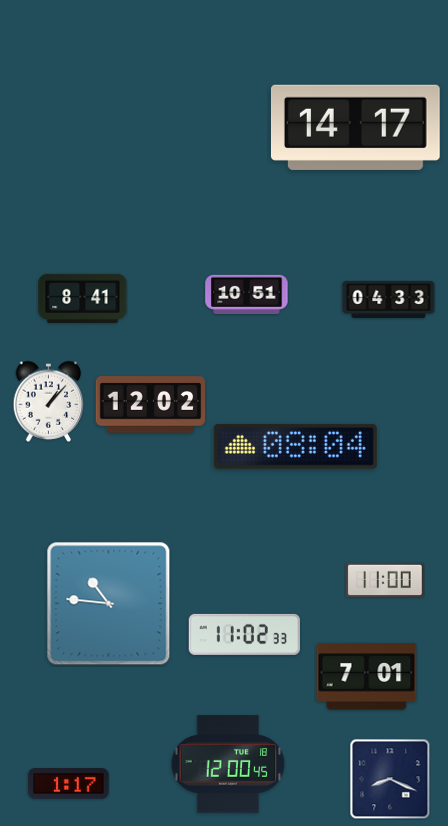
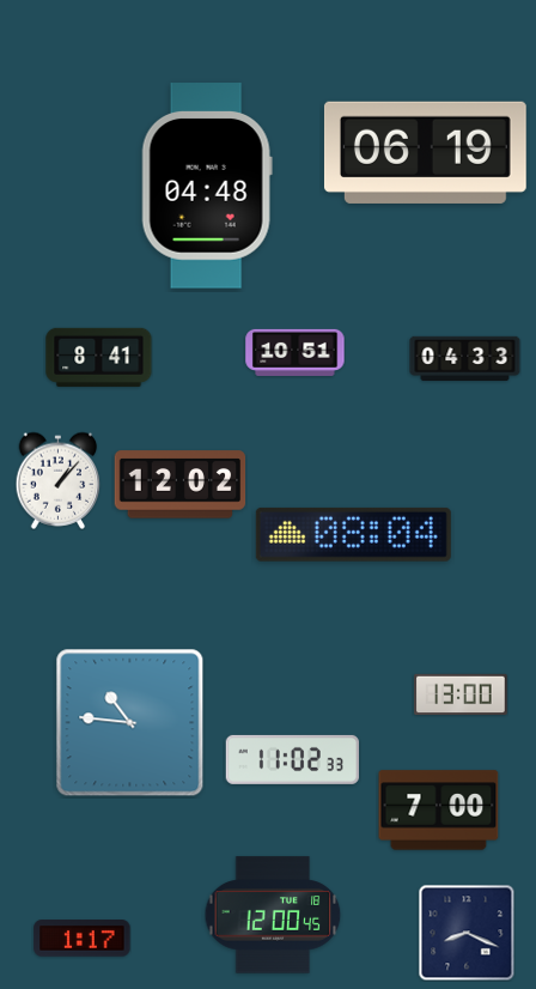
clock at (355, 127): 14:17 -> 06:19
clock at (207, 186): none -> 04:48
clock at (385, 579): 11:00 -> 13:00
clock at (367, 677): 7:01 -> 7:00
